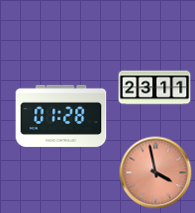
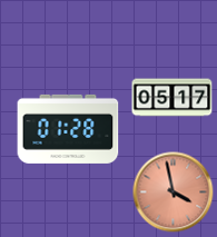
clock at (155, 88): 23:11 -> 05:17
